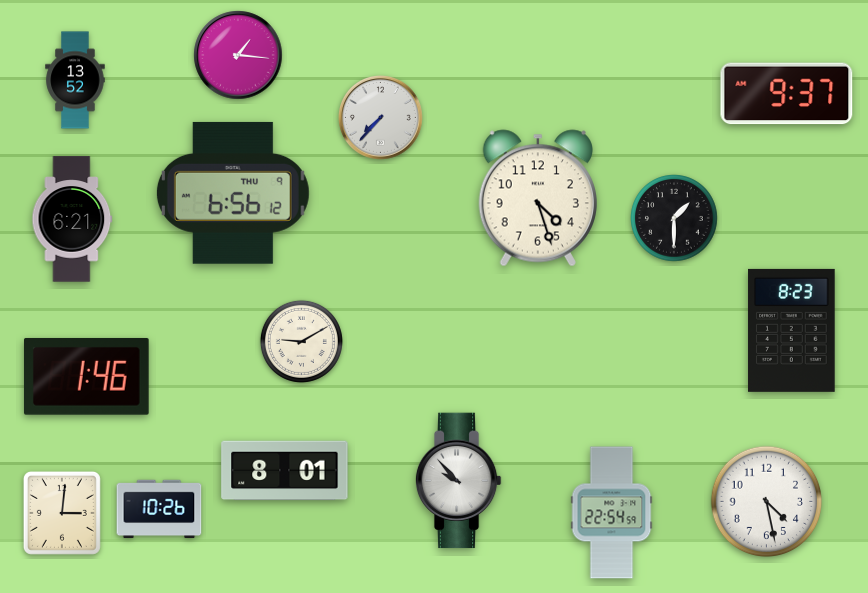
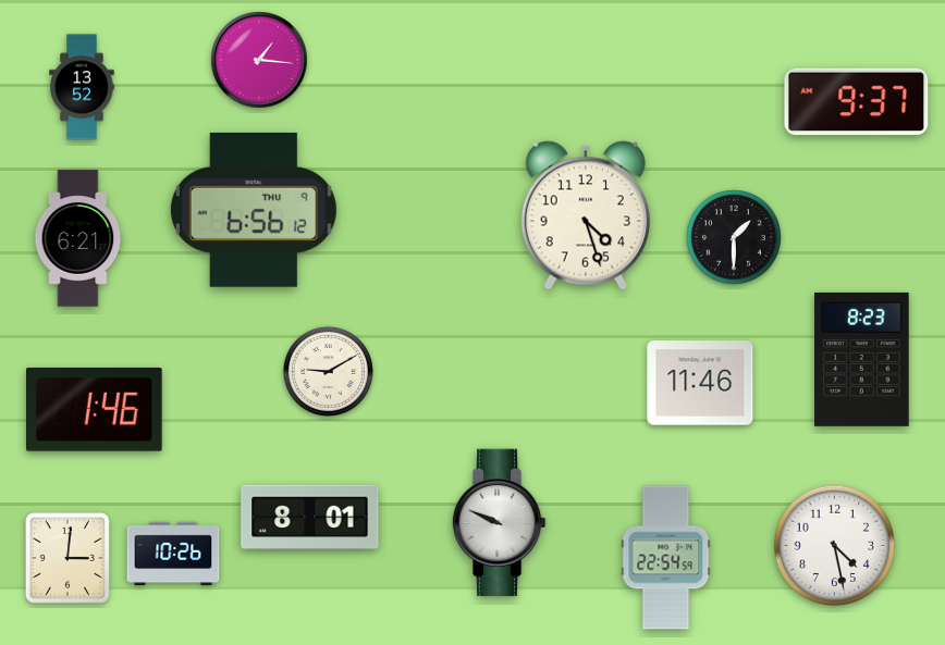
clock at (381, 118): 7:37 -> none
clock at (700, 383): none -> 11:46
clock at (285, 471) position: (285, 471) -> (310, 518)
clock at (458, 481): 9:53 -> 9:49
